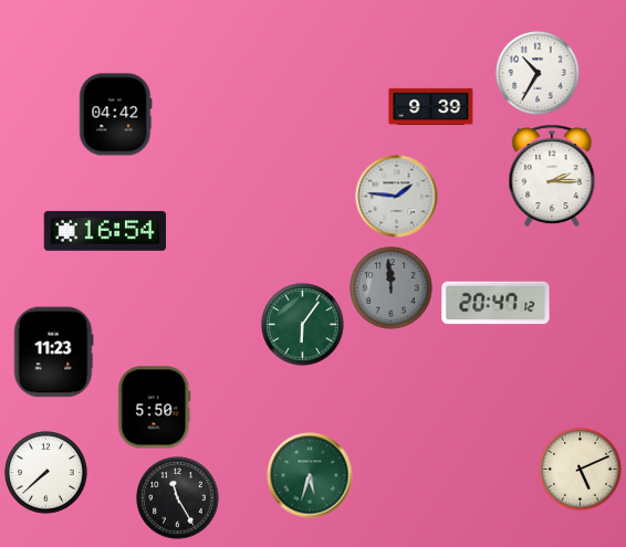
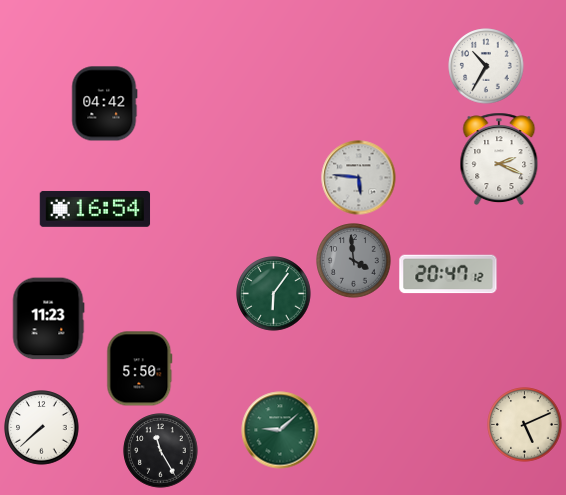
clock at (431, 107): 9:39 -> none
clock at (552, 176): 2:15 -> 2:19
clock at (397, 197): 1:46 -> 5:46
clock at (392, 288): 11:59 -> 3:59
clock at (310, 475): 5:33 -> 9:08
